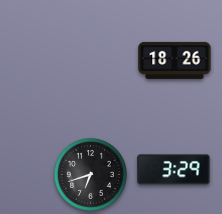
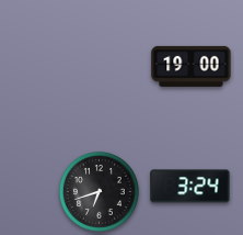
clock at (175, 60): 18:26 -> 19:00
clock at (174, 170): 3:29 -> 3:24
